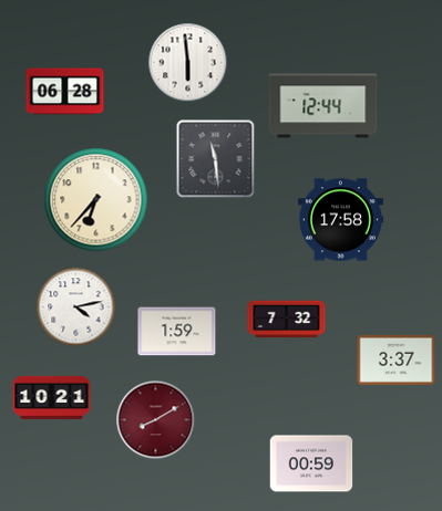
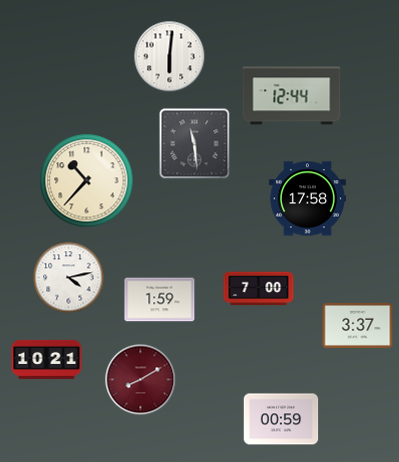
clock at (188, 63): 5:59 -> 6:01
clock at (65, 92): 06:28 -> none
clock at (96, 200): 6:37 -> 10:37
clock at (287, 320): 7:32 -> 7:00
